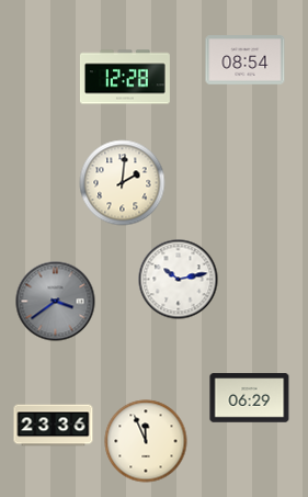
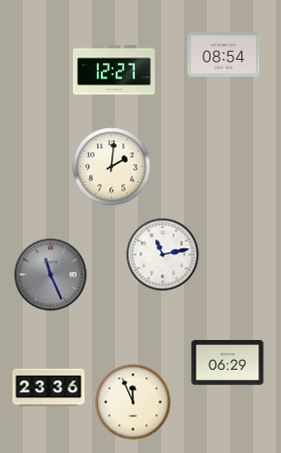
clock at (125, 77): 12:28 -> 12:27
clock at (179, 280): 10:13 -> 11:13
clock at (56, 302): 3:39 -> 11:26
